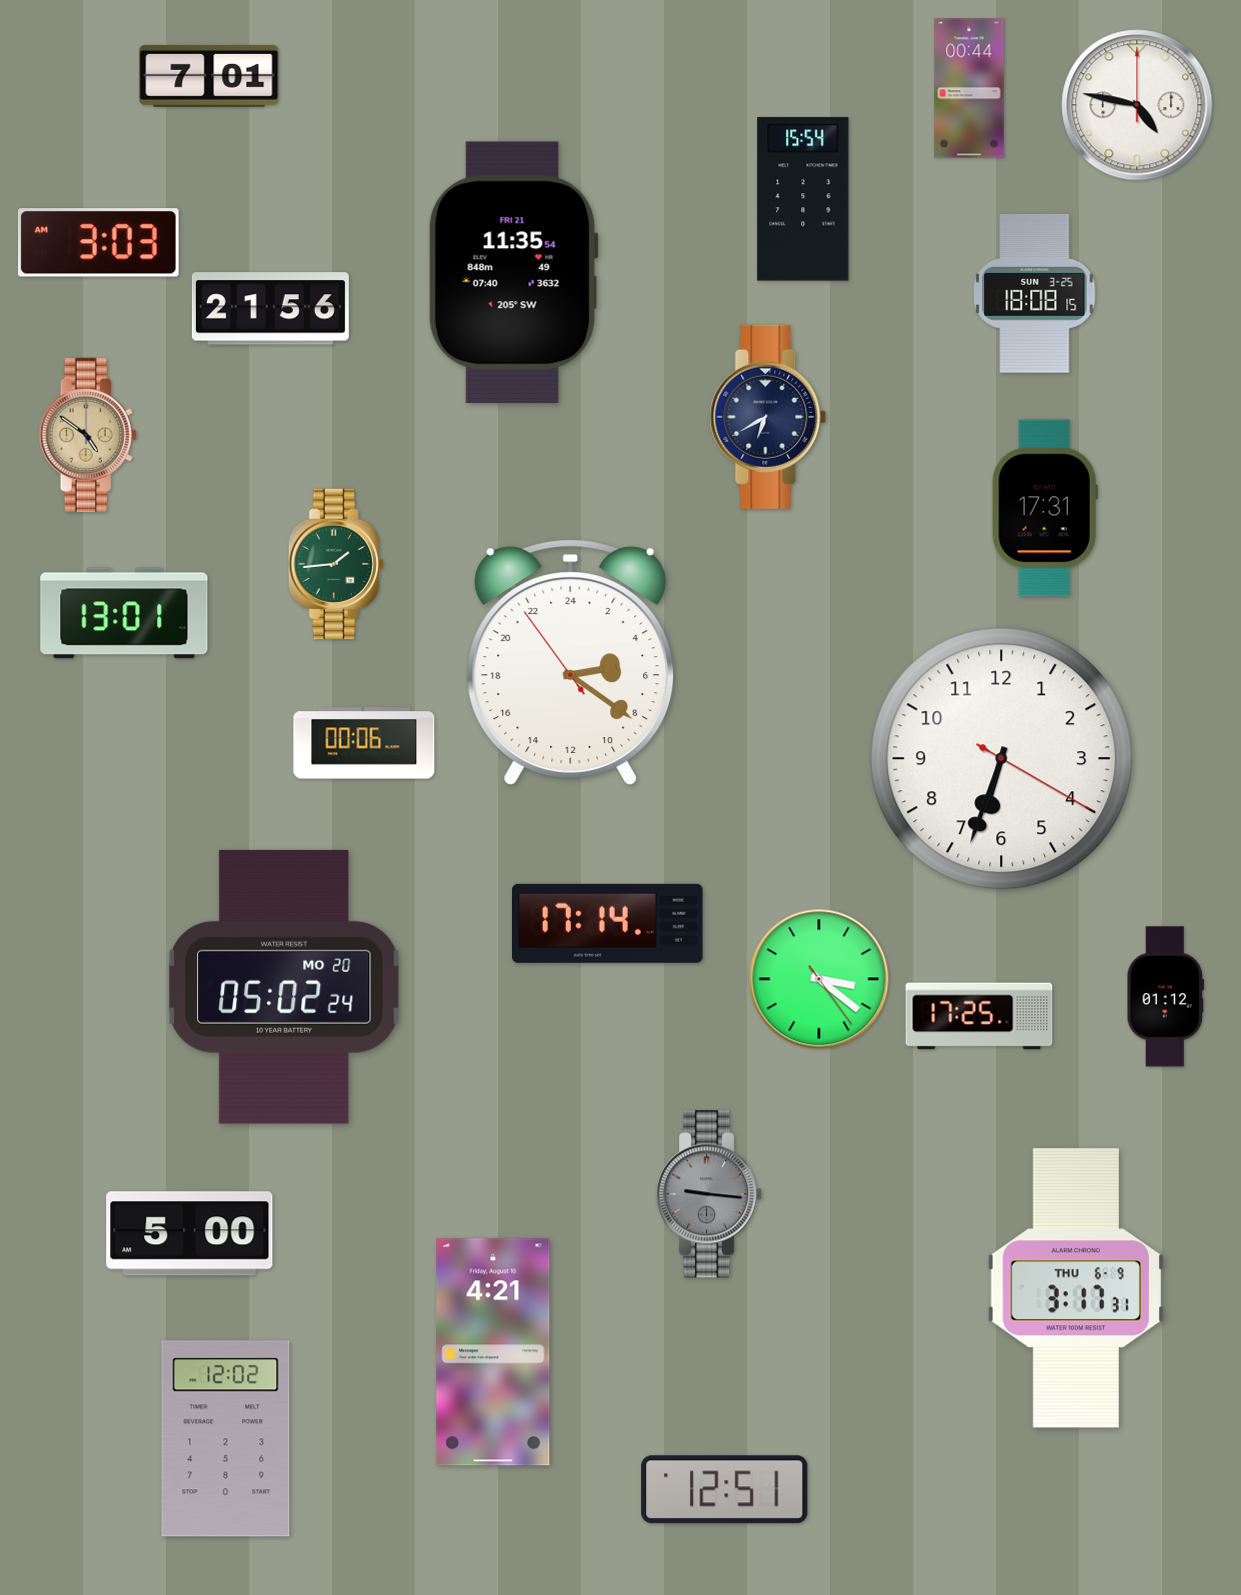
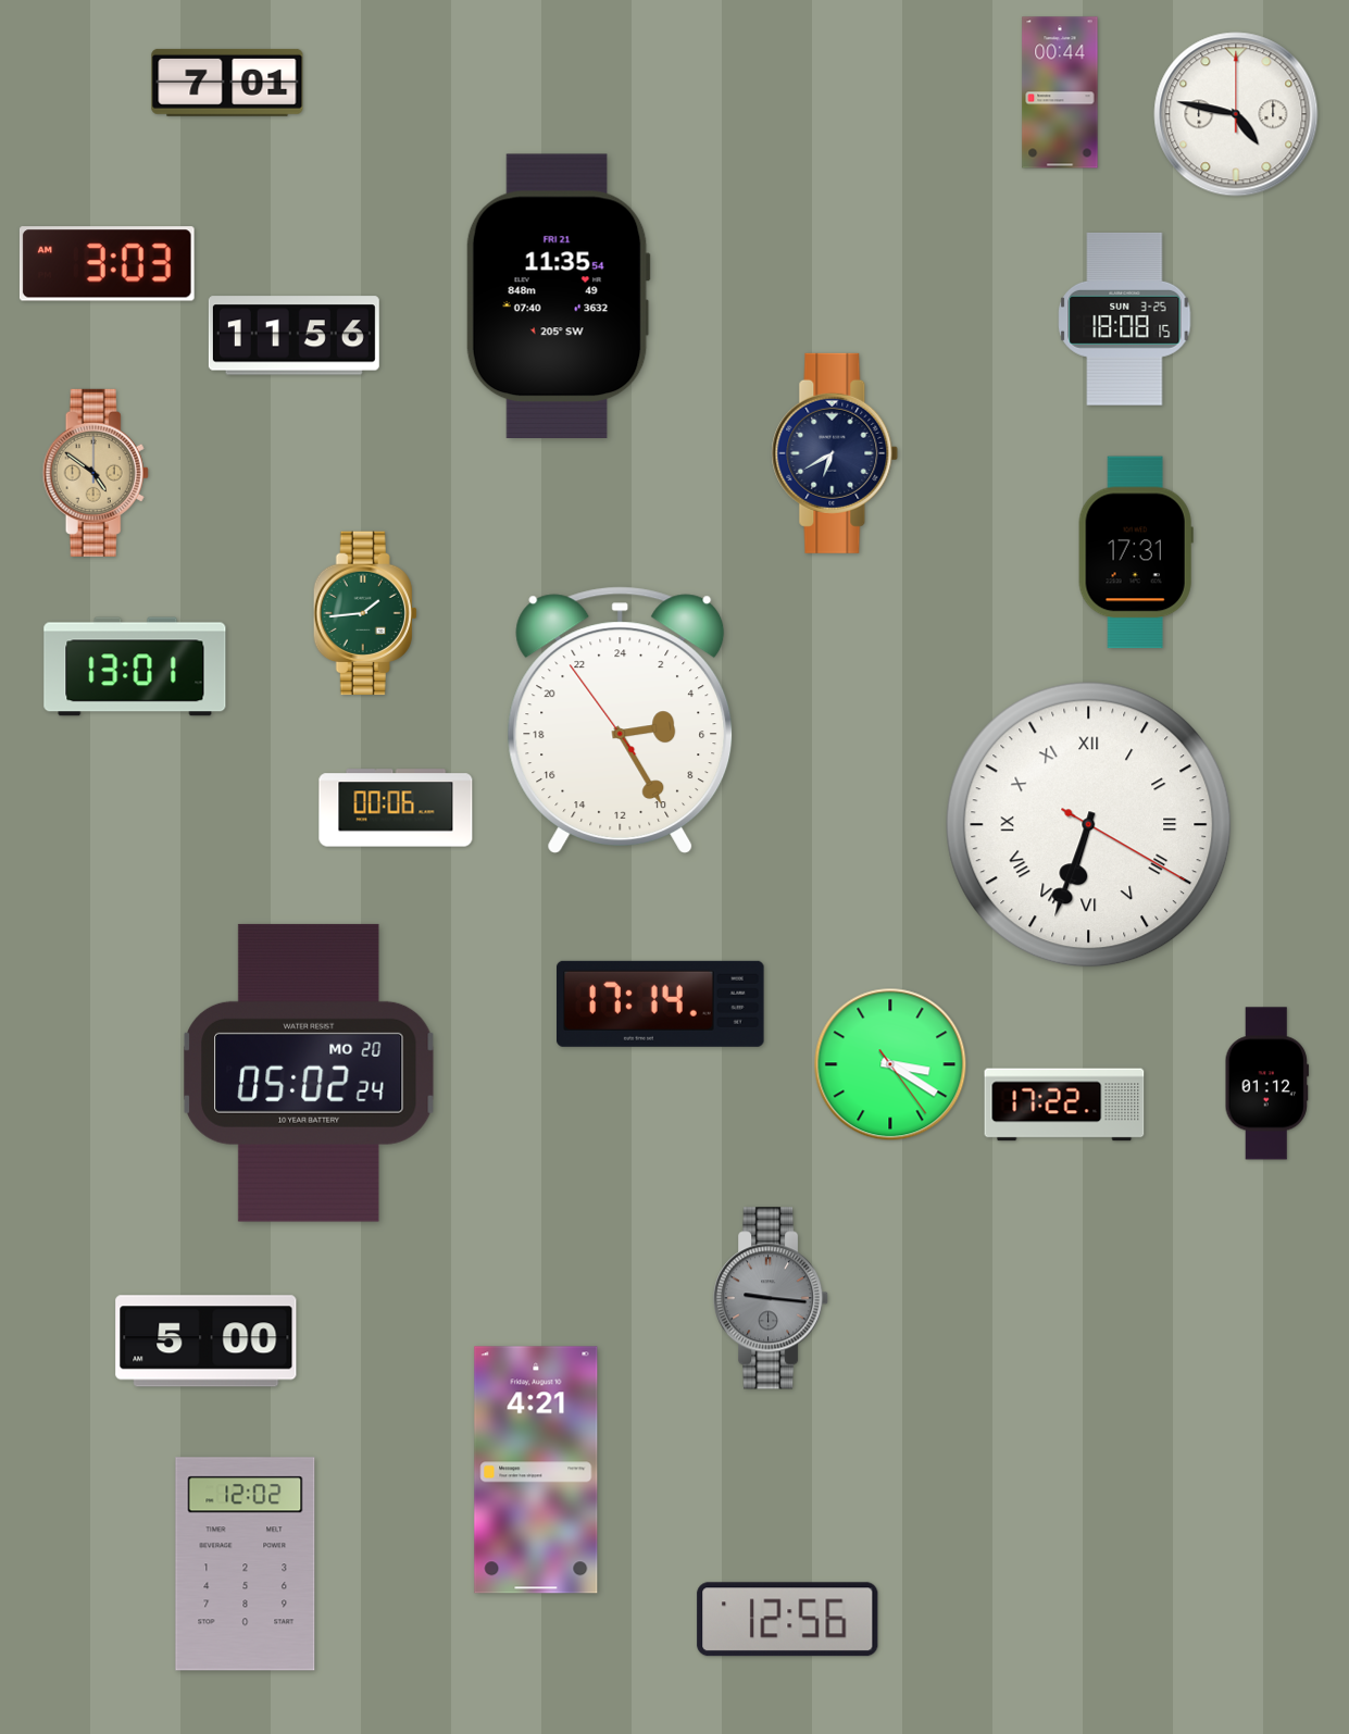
clock at (969, 88) position: (969, 88) -> (1060, 92)
clock at (803, 199): 15:54 -> none
clock at (270, 309): 21:56 -> 11:56
clock at (571, 662): 5:20 -> 5:24
clock at (1002, 759) numerals: Arabic -> Roman
clock at (819, 979): 3:21 -> 3:20
clock at (979, 1016): 17:25 -> 17:22
clock at (1075, 1288): 3:17 -> none
clock at (725, 1490): 12:51 -> 12:56
